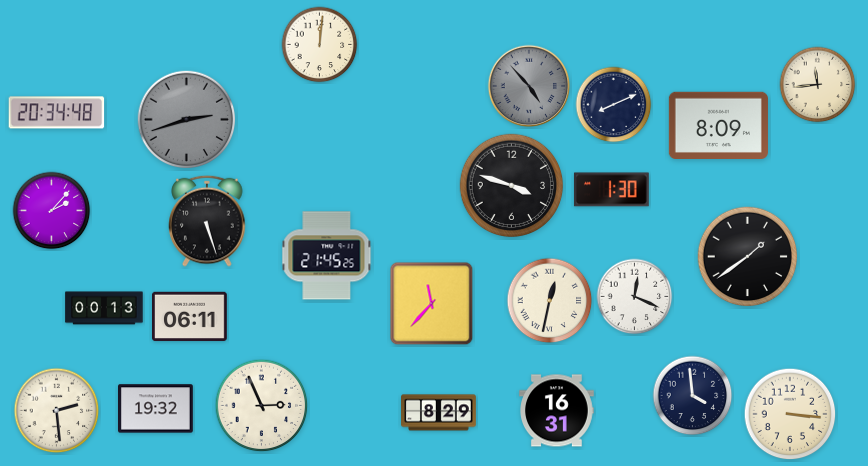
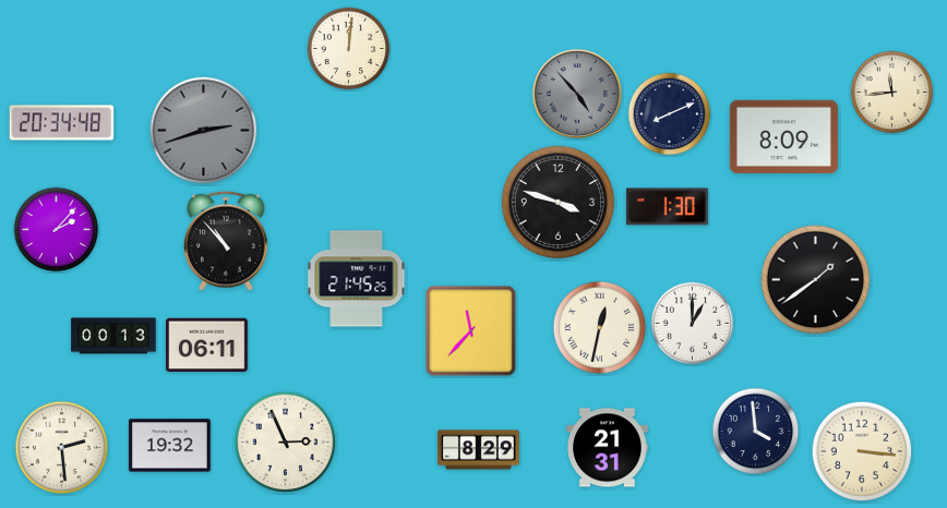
clock at (207, 221): 5:27 -> 10:53
clock at (635, 297): 12:19 -> 1:00
clock at (557, 411): 16:31 -> 21:31
